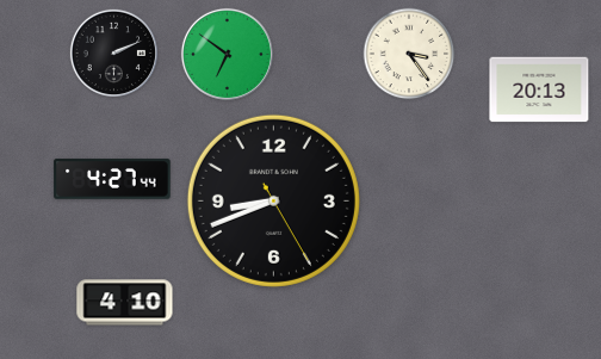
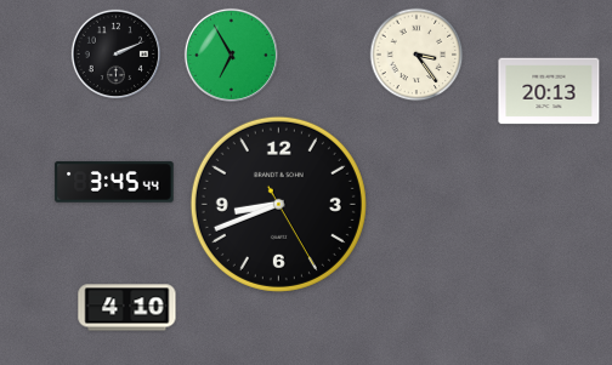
clock at (227, 54): 6:51 -> 6:55
clock at (112, 179): 4:27 -> 3:45
